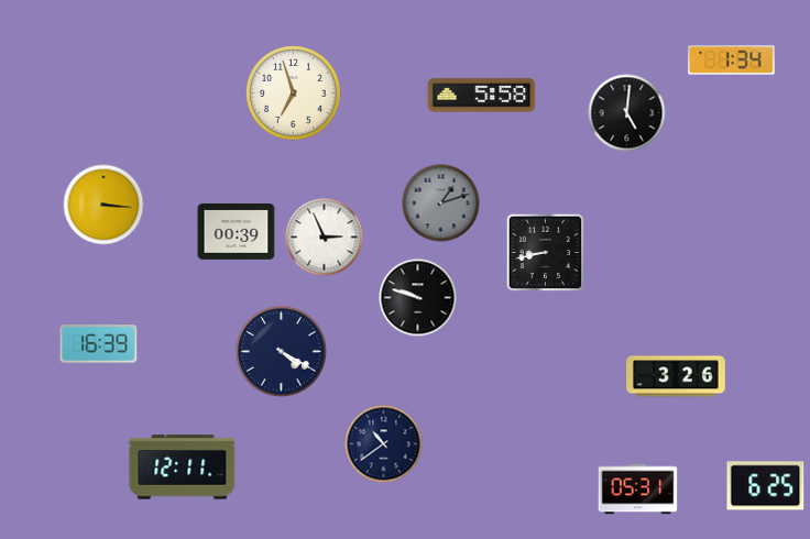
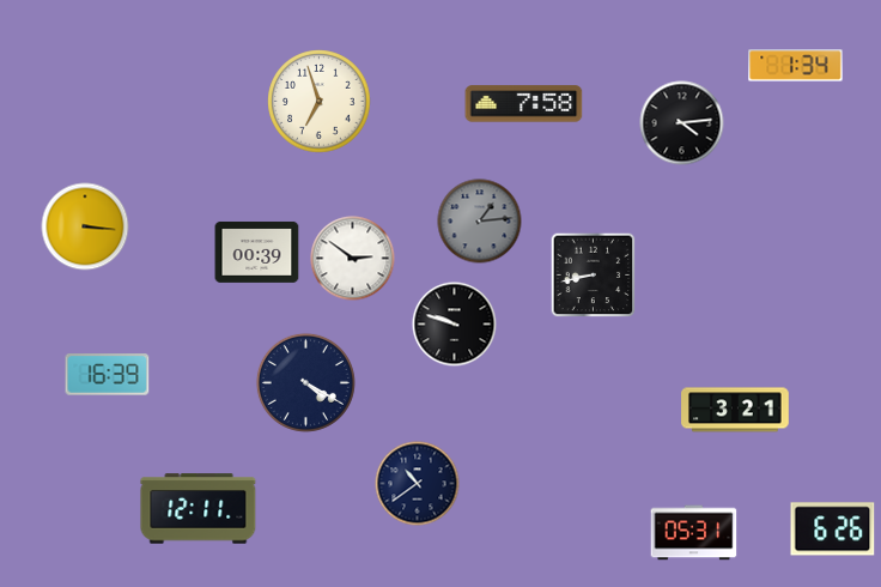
clock at (482, 96): 5:58 -> 7:58
clock at (627, 113): 5:01 -> 4:14
clock at (441, 204): 1:12 -> 1:14
clock at (103, 205) position: (103, 205) -> (85, 226)
clock at (325, 238): 2:56 -> 2:51
clock at (676, 376): 3:26 -> 3:21
clock at (766, 486): 6:25 -> 6:26
